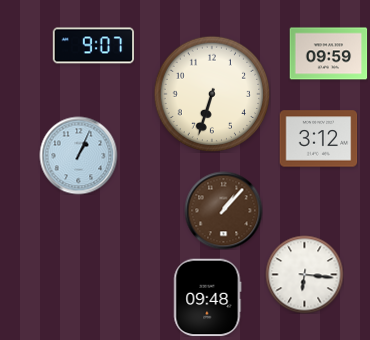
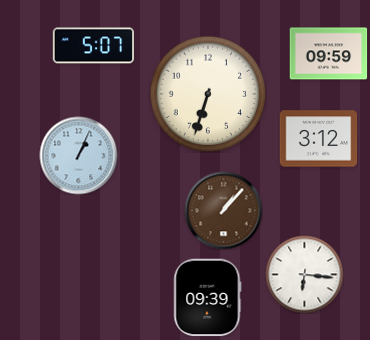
clock at (93, 46): 9:07 -> 5:07
clock at (212, 94) position: (212, 94) -> (208, 94)
clock at (208, 297): 09:48 -> 09:39
